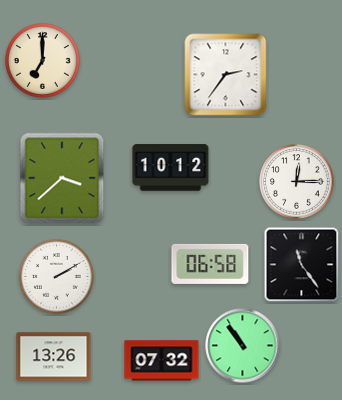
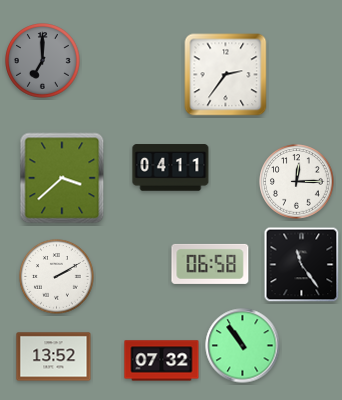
clock at (43, 61) dial: cream -> grey
clock at (171, 168): 10:12 -> 04:11
clock at (54, 357): 13:26 -> 13:52
